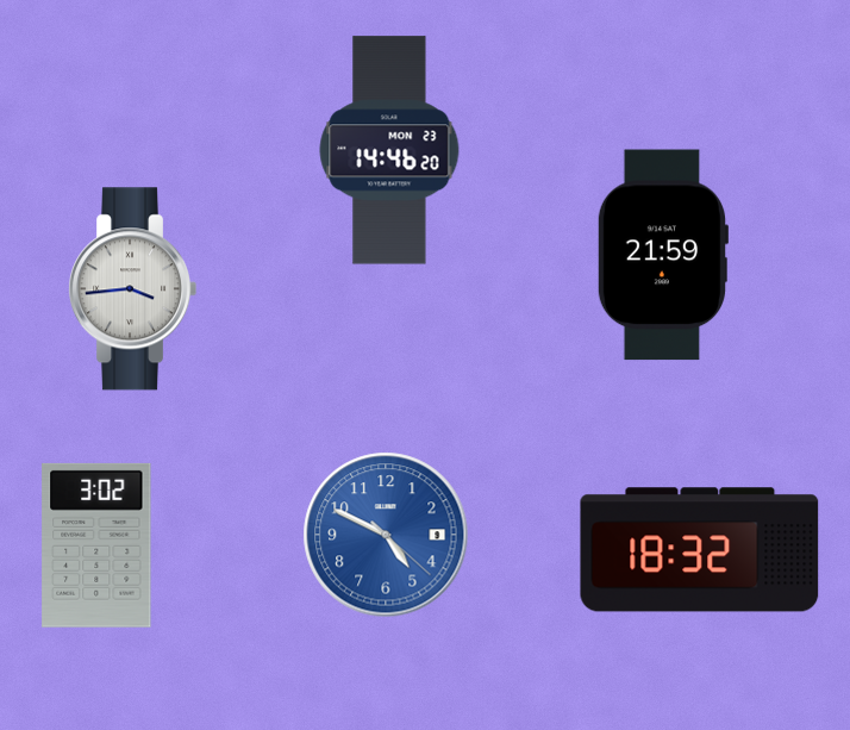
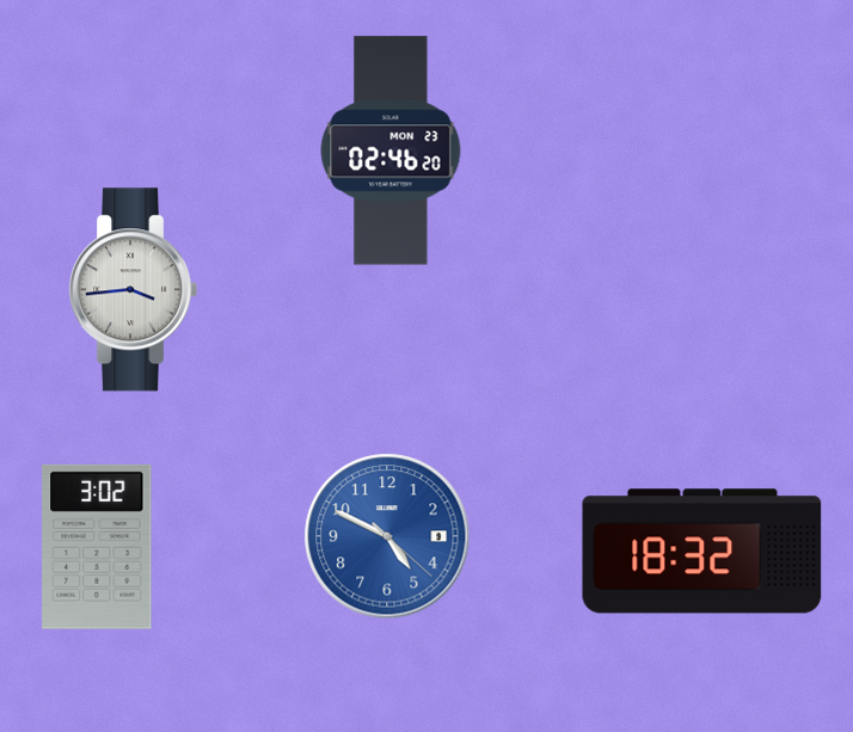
clock at (389, 150): 14:46 -> 02:46
clock at (662, 255): 21:59 -> none
